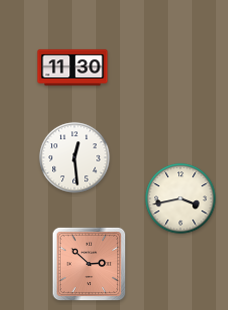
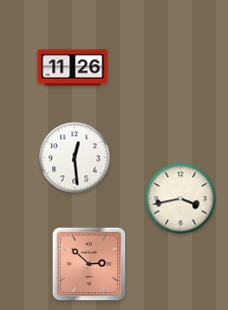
clock at (73, 68): 11:30 -> 11:26
